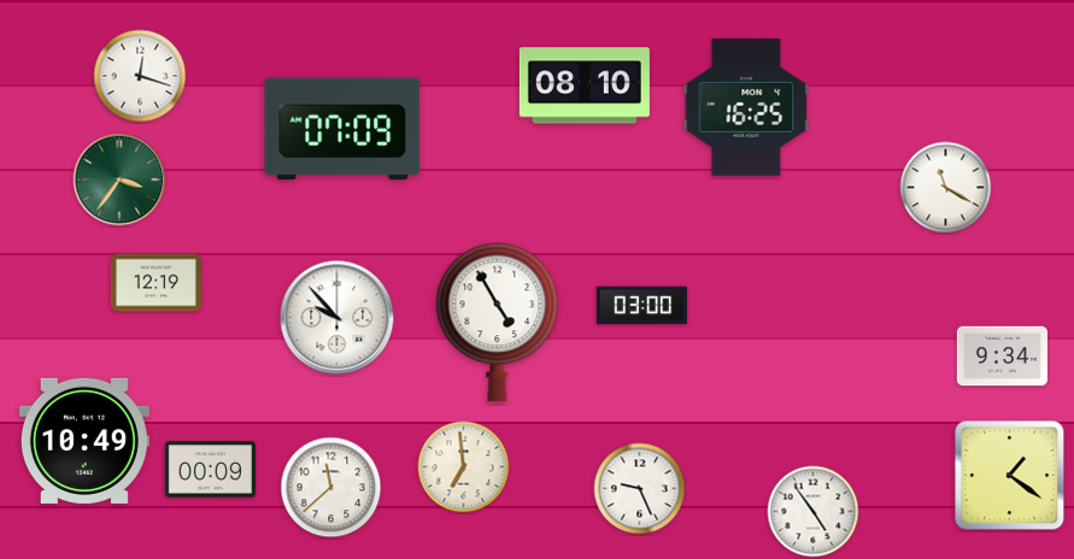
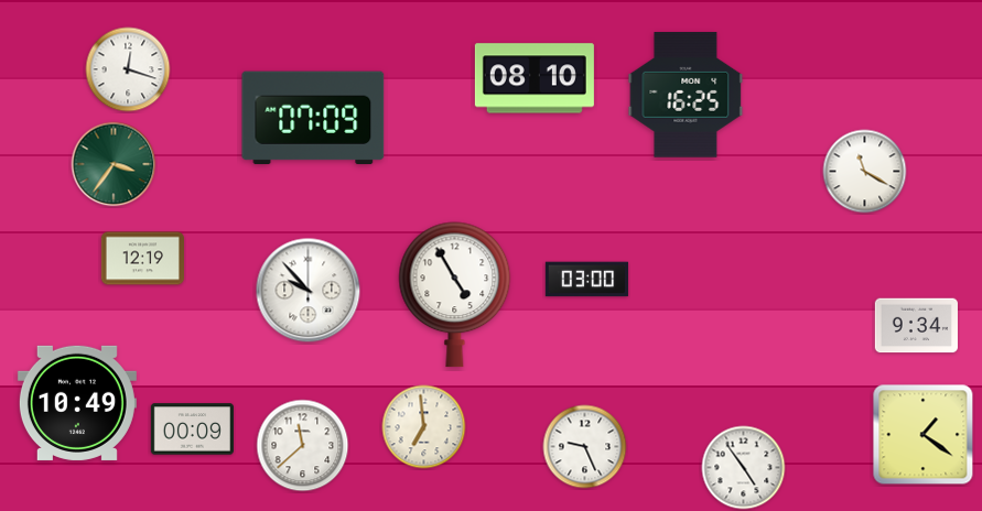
clock at (746, 107) position: (746, 107) -> (686, 95)
clock at (119, 180) position: (119, 180) -> (114, 164)
